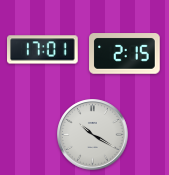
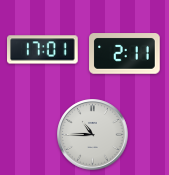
clock at (125, 54): 2:15 -> 2:11
clock at (93, 135): 10:20 -> 10:45
